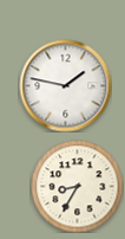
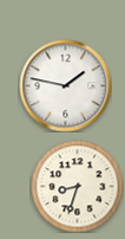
clock at (77, 186): 8:35 -> 8:33
